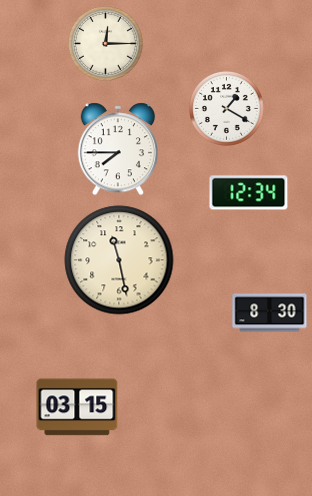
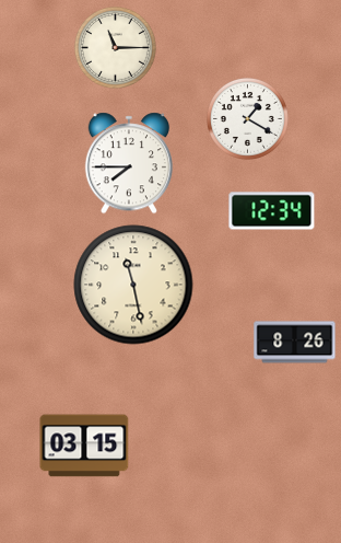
clock at (105, 43): 12:15 -> 11:15
clock at (119, 260) position: (119, 260) -> (133, 285)
clock at (270, 313): 8:30 -> 8:26
